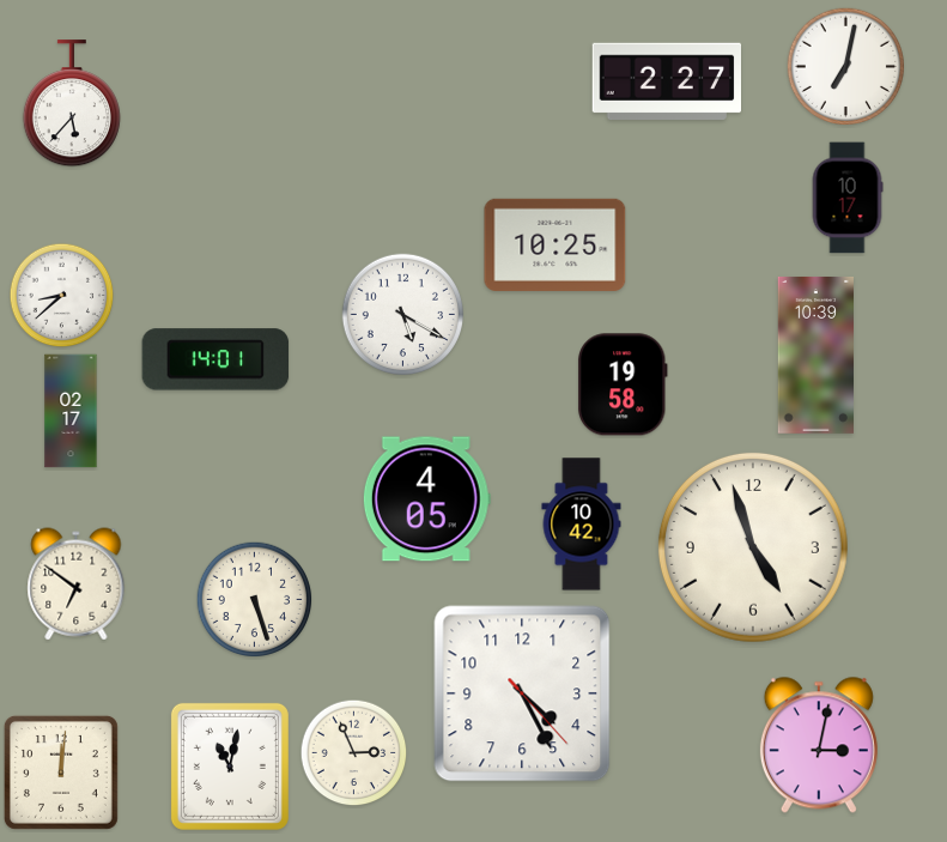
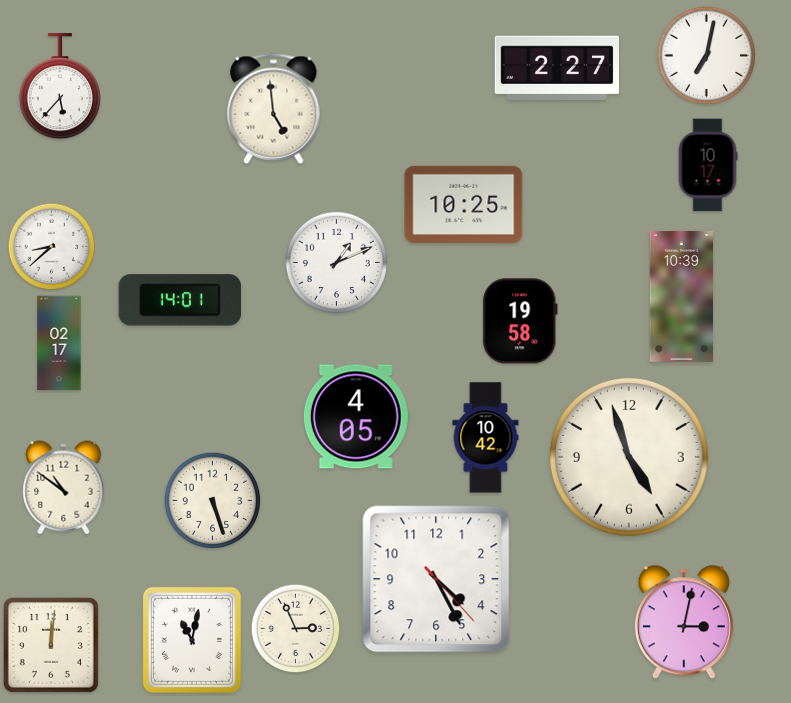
clock at (274, 108): none -> 4:59
clock at (402, 314): 5:20 -> 1:11
clock at (77, 584): 6:51 -> 10:51
